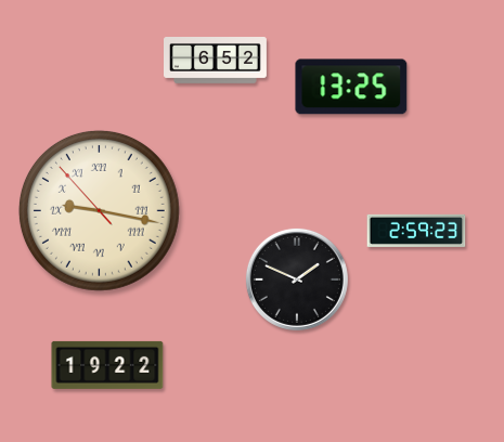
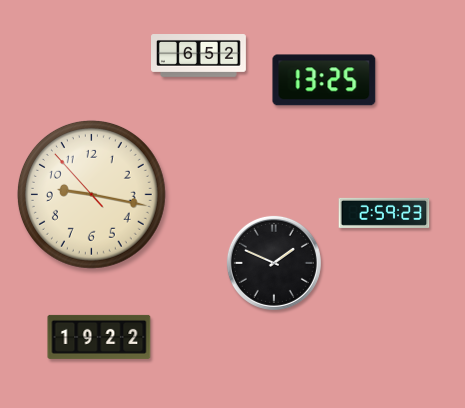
clock at (99, 210) numerals: Roman -> Arabic
clock at (297, 279) position: (297, 279) -> (274, 263)
